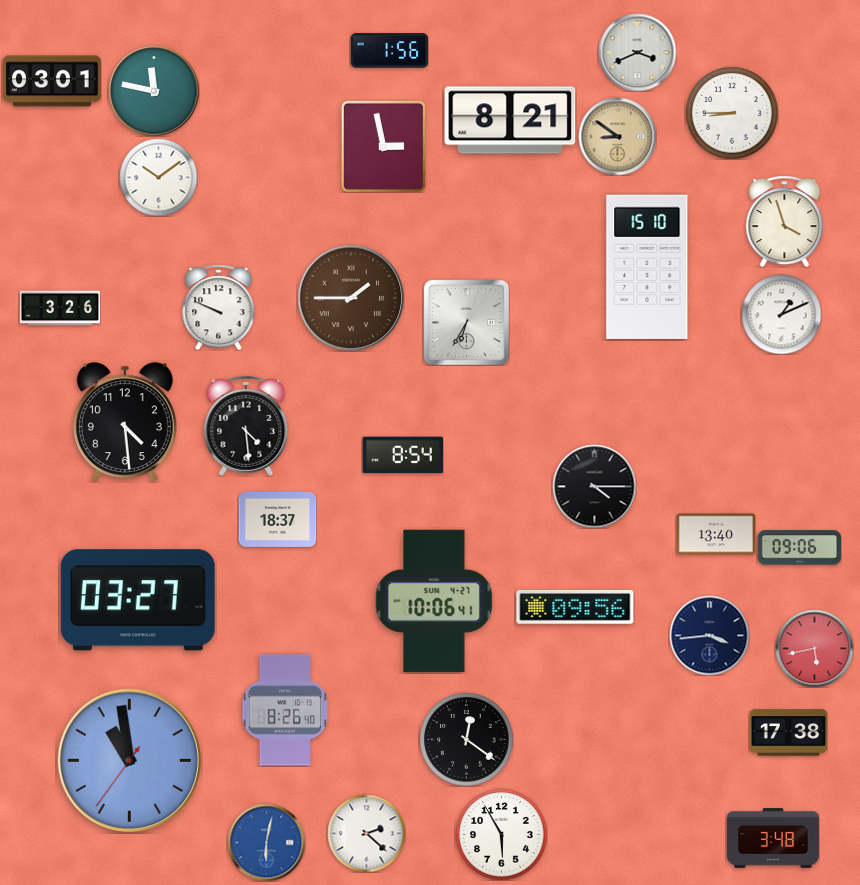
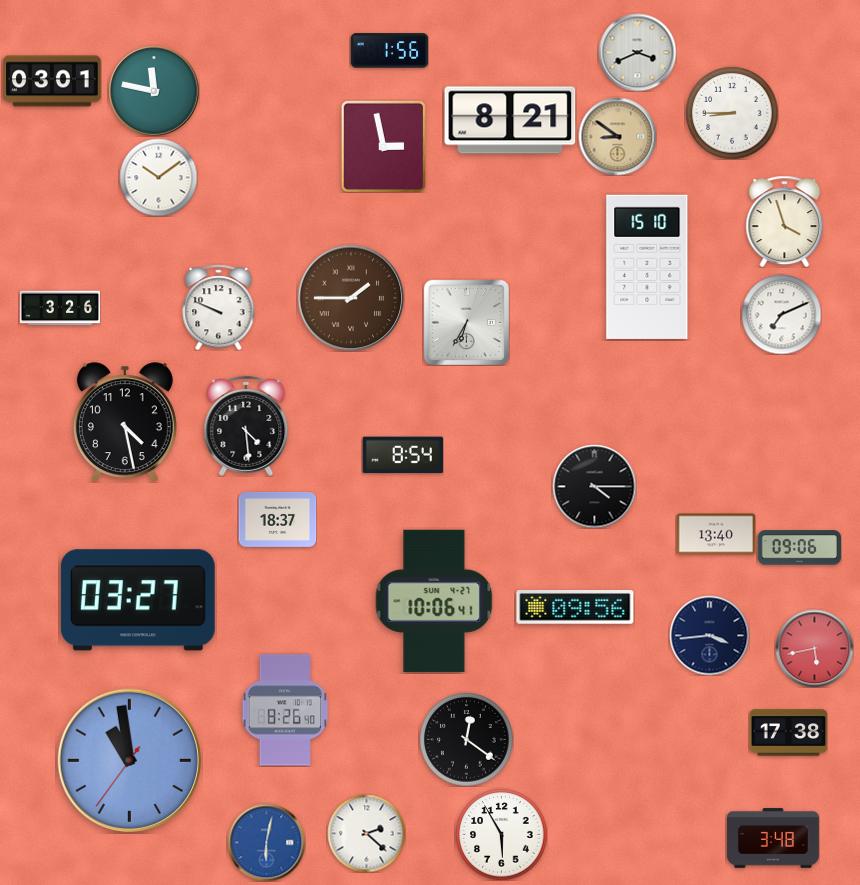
clock at (781, 314): 1:11 -> 7:11
clock at (125, 422): 4:29 -> 4:28
